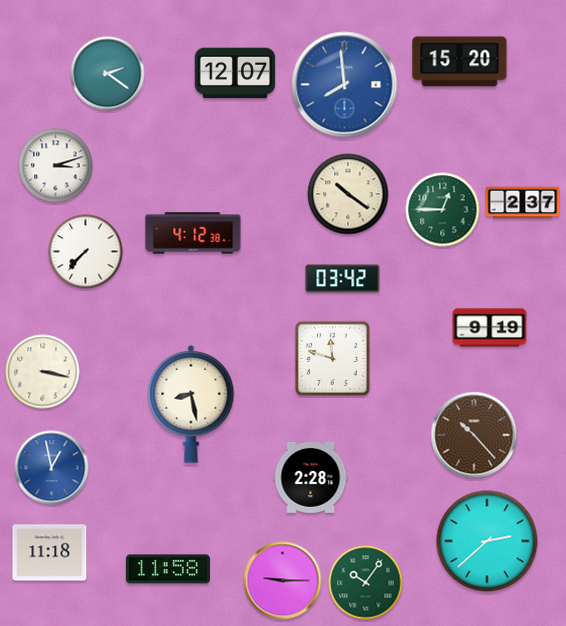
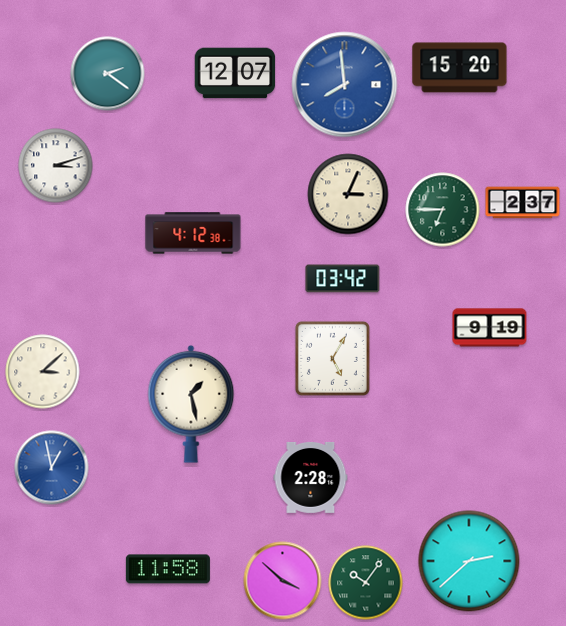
clock at (460, 62) position: (460, 62) -> (460, 68)
clock at (348, 194): 10:21 -> 3:04
clock at (443, 210): 12:45 -> 6:45
clock at (86, 252): 7:37 -> none
clock at (332, 358): 11:48 -> 5:05
clock at (43, 372): 3:17 -> 3:08
clock at (191, 404): 8:28 -> 1:28
clock at (474, 435): 10:23 -> none
clock at (487, 541) position: (487, 541) -> (469, 561)
clock at (50, 553): 11:18 -> none
clock at (283, 581): 9:15 -> 3:52
